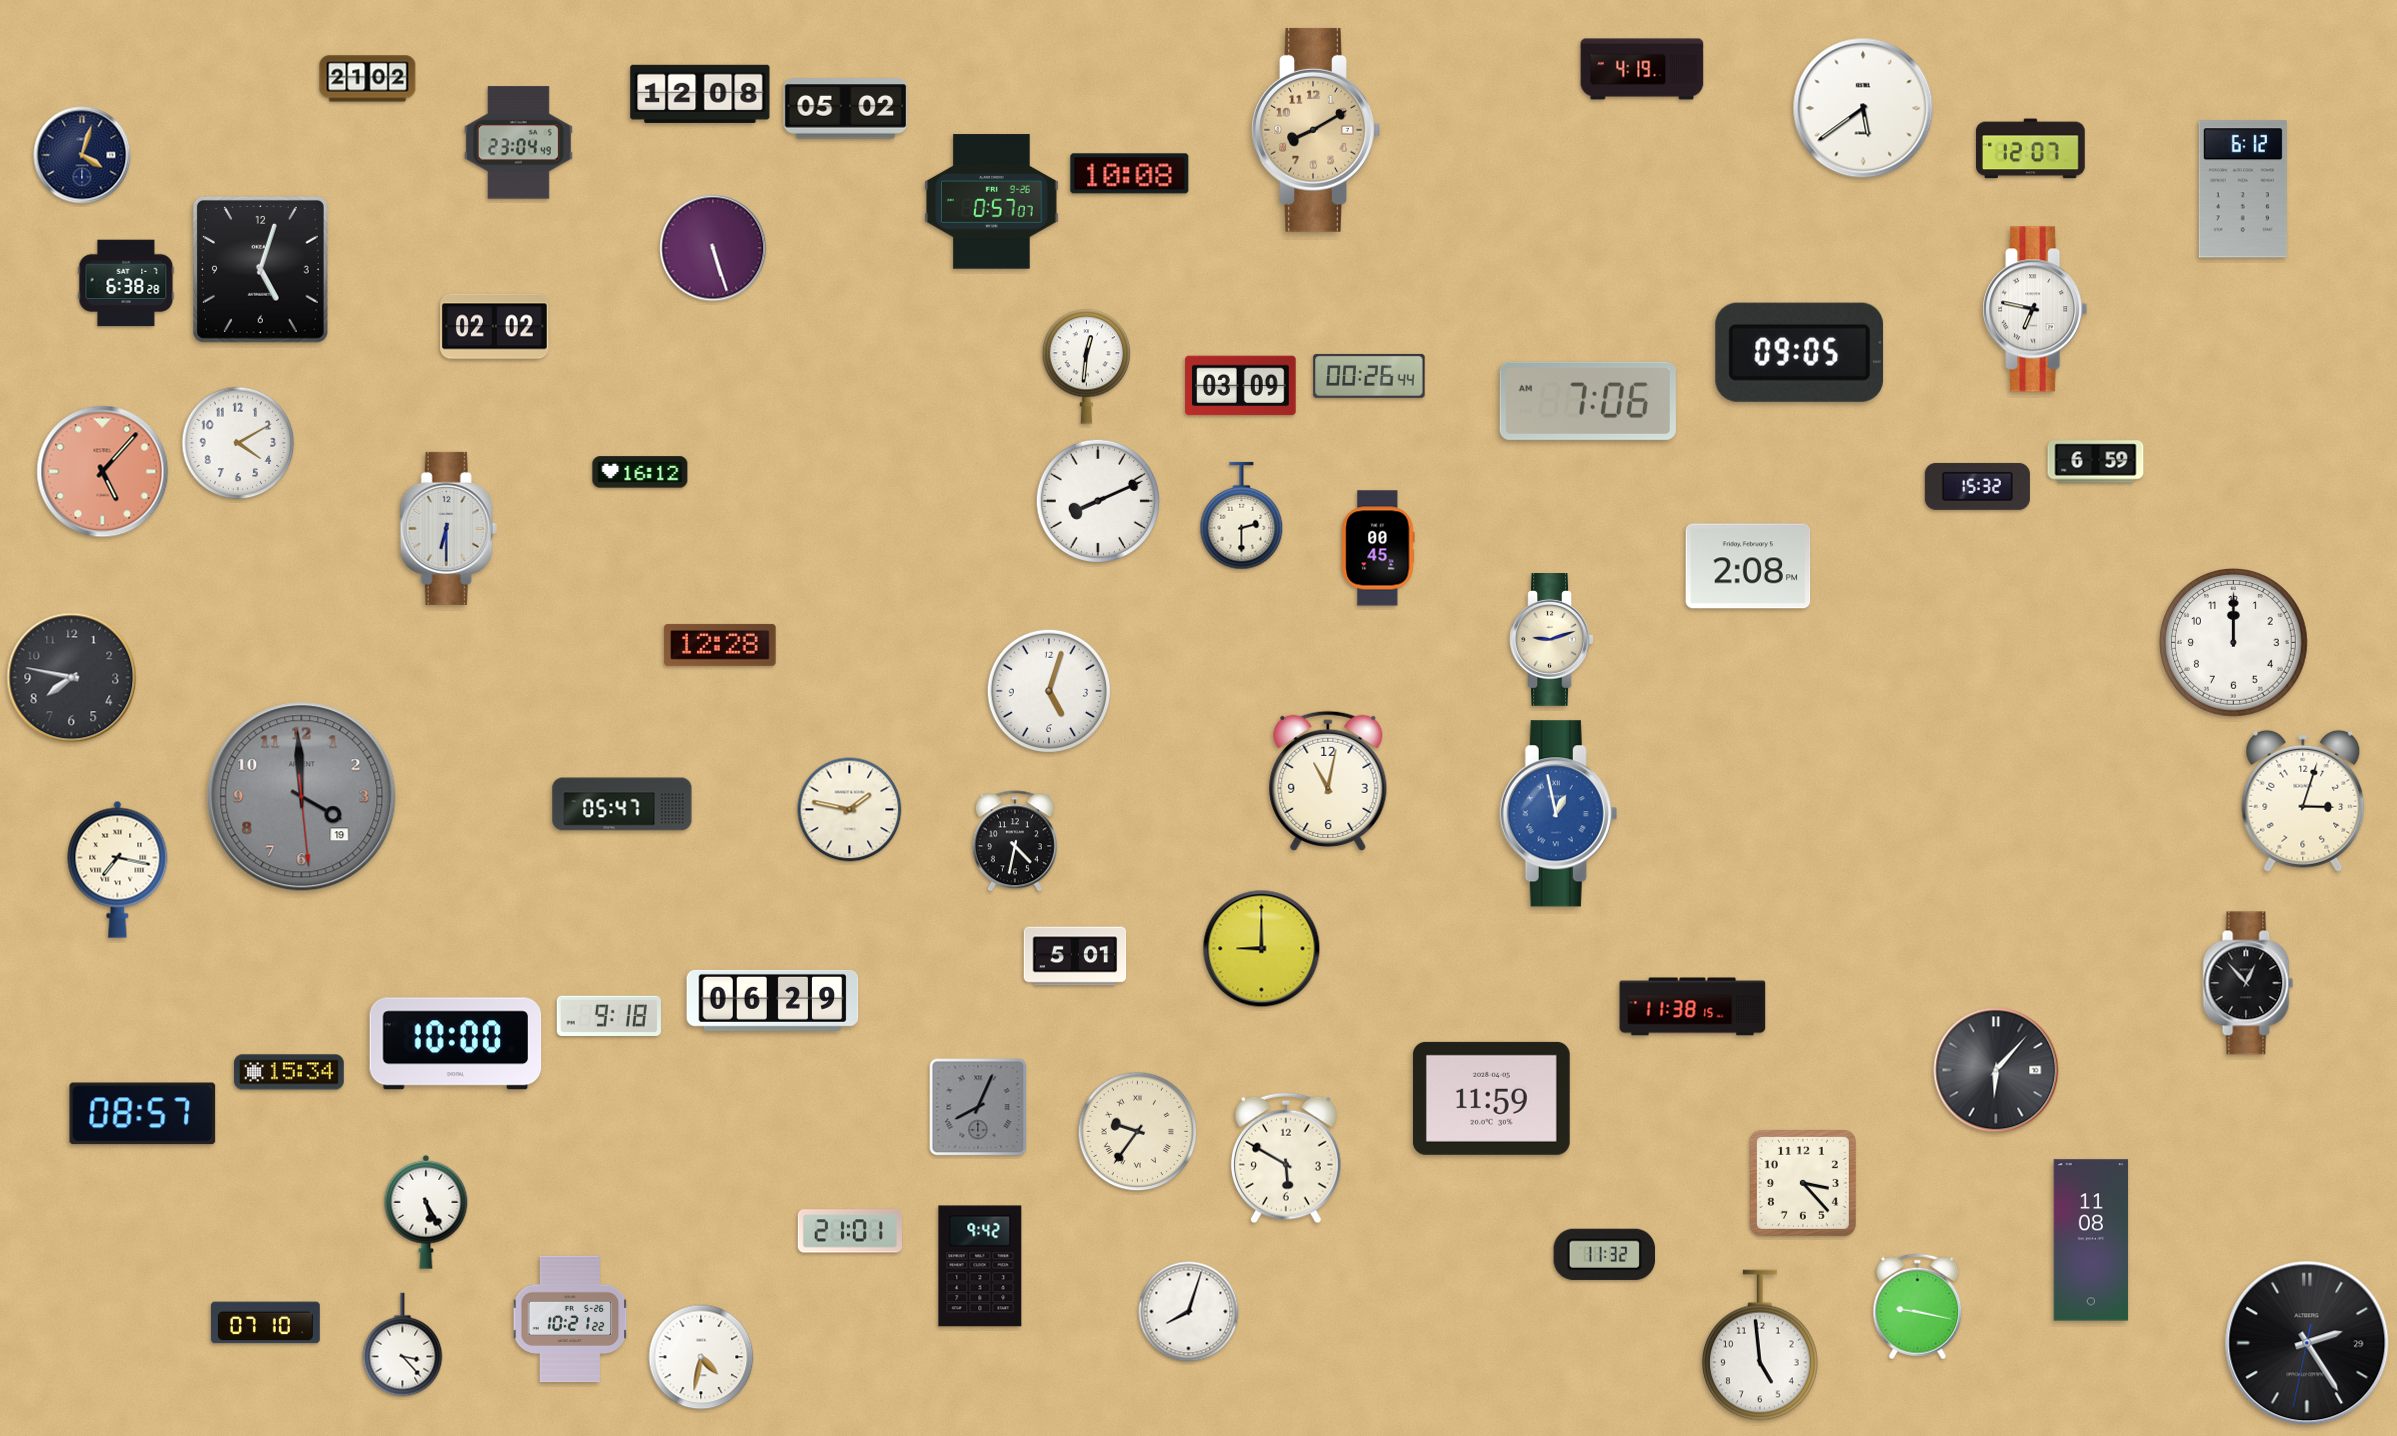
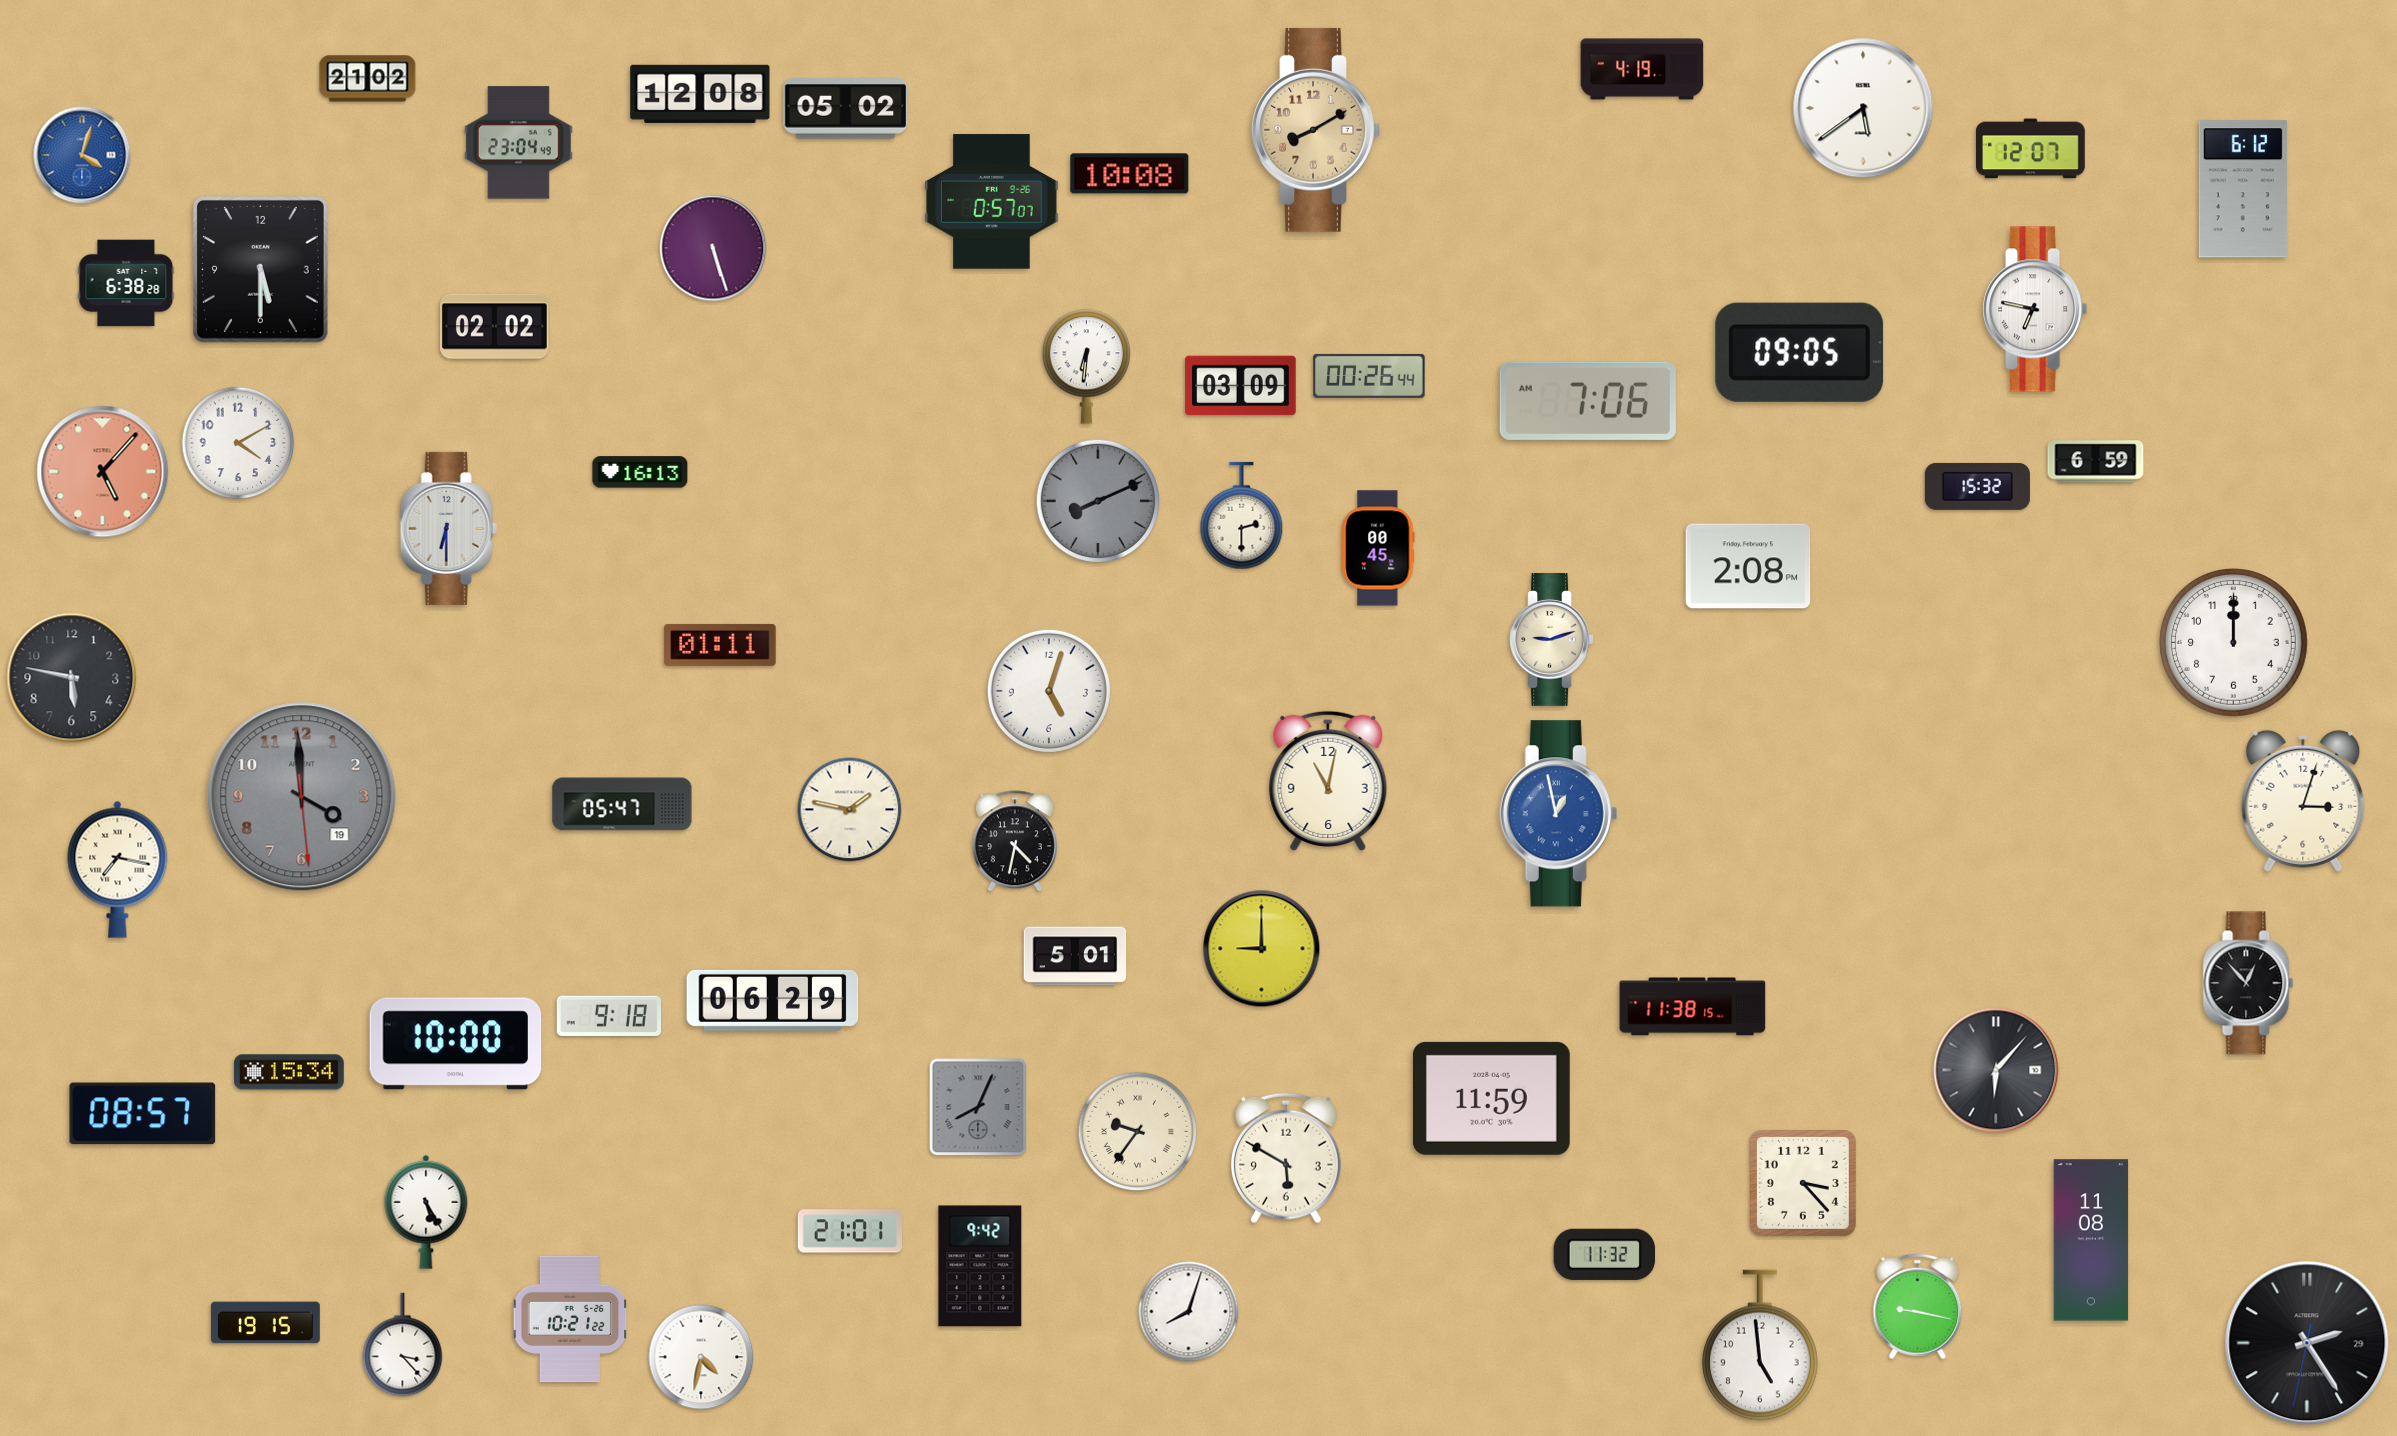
clock at (82, 155) dial: navy -> blue
clock at (260, 270): 5:03 -> 5:30
clock at (1087, 367): 12:31 -> 6:31
clock at (640, 472): 16:12 -> 16:13
clock at (1097, 500) dial: white -> grey
clock at (720, 645): 12:28 -> 01:11
clock at (72, 678): 7:47 -> 5:47
clock at (266, 1323): 07:10 -> 19:15
